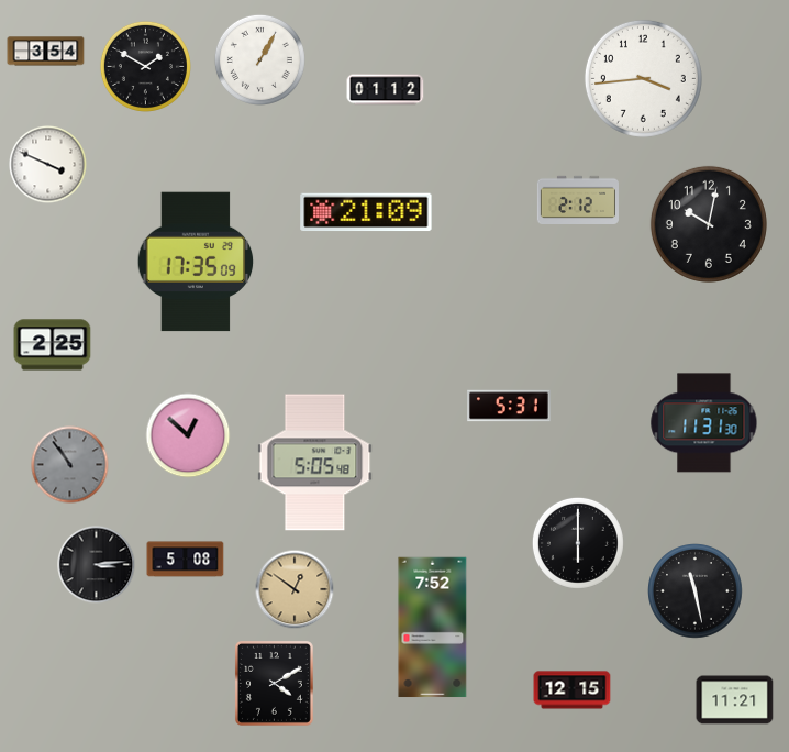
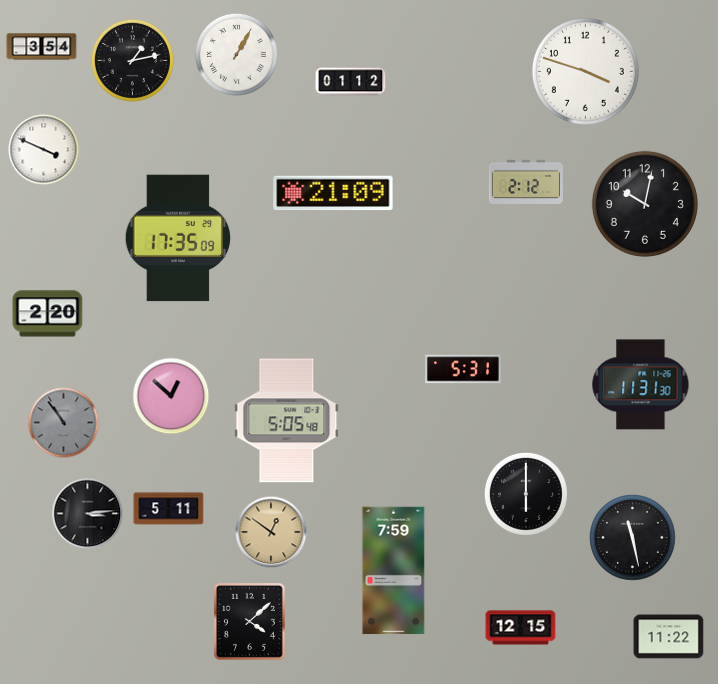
clock at (145, 66): 1:50 -> 1:13
clock at (643, 78): 3:44 -> 3:48
clock at (53, 345): 2:25 -> 2:20
clock at (186, 560): 5:08 -> 5:11
clock at (295, 589) position: (295, 589) -> (271, 532)
clock at (433, 628): 7:52 -> 7:59
clock at (274, 683): 4:10 -> 4:08
clock at (735, 700): 11:21 -> 11:22
